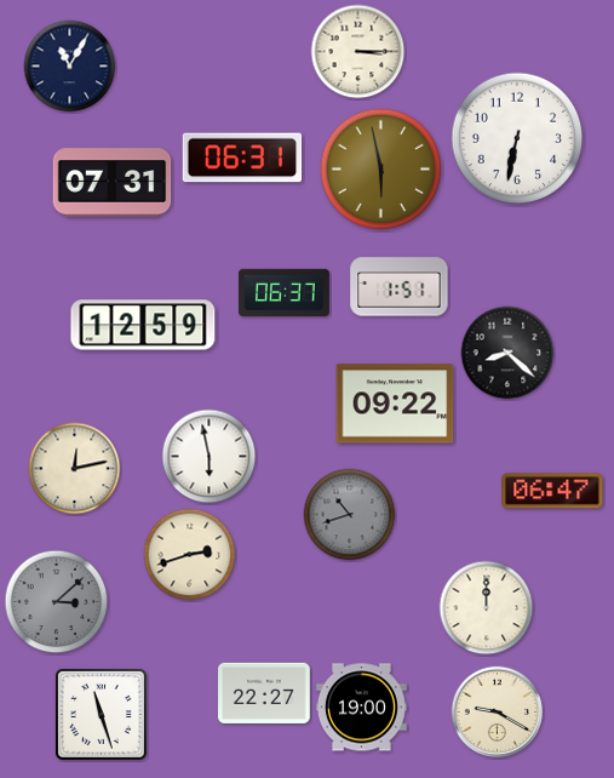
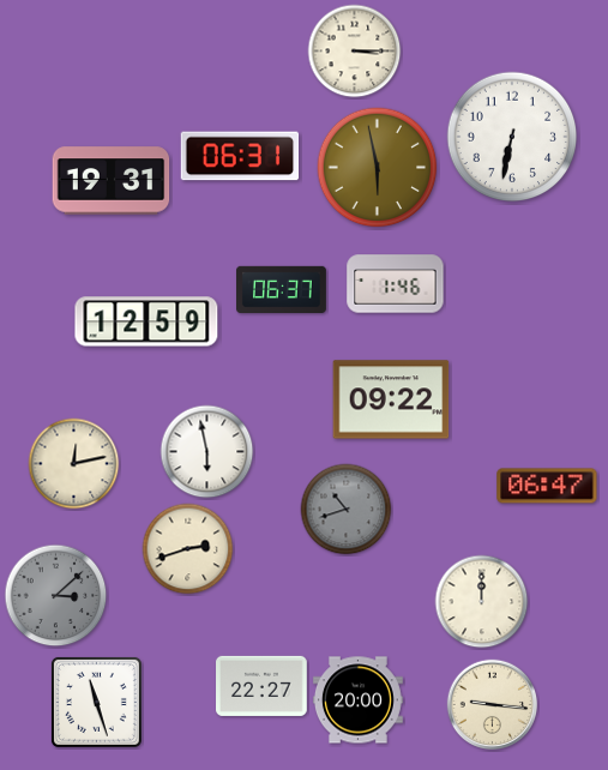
clock at (70, 67): 11:05 -> none
clock at (113, 183): 07:31 -> 19:31
clock at (400, 287): 1:51 -> 1:46
clock at (143, 325) position: (143, 325) -> (146, 321)
clock at (507, 353): 8:22 -> none
clock at (361, 708): 19:00 -> 20:00
clock at (498, 713): 9:20 -> 9:16
clock at (101, 714) position: (101, 714) -> (96, 702)
